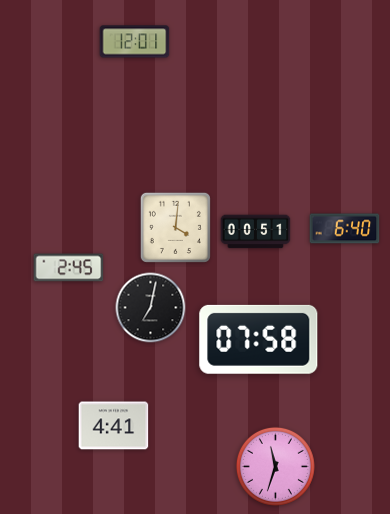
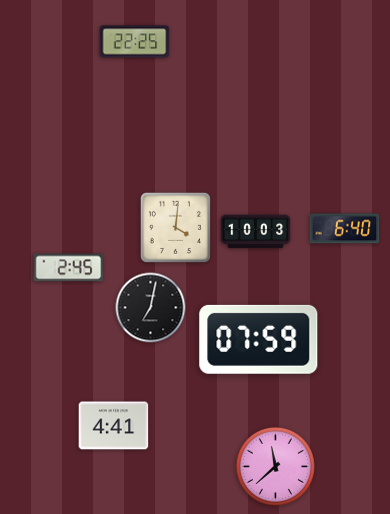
clock at (135, 42): 12:01 -> 22:25
clock at (256, 232): 00:51 -> 10:03
clock at (259, 339): 07:58 -> 07:59
clock at (275, 466): 11:33 -> 11:38
